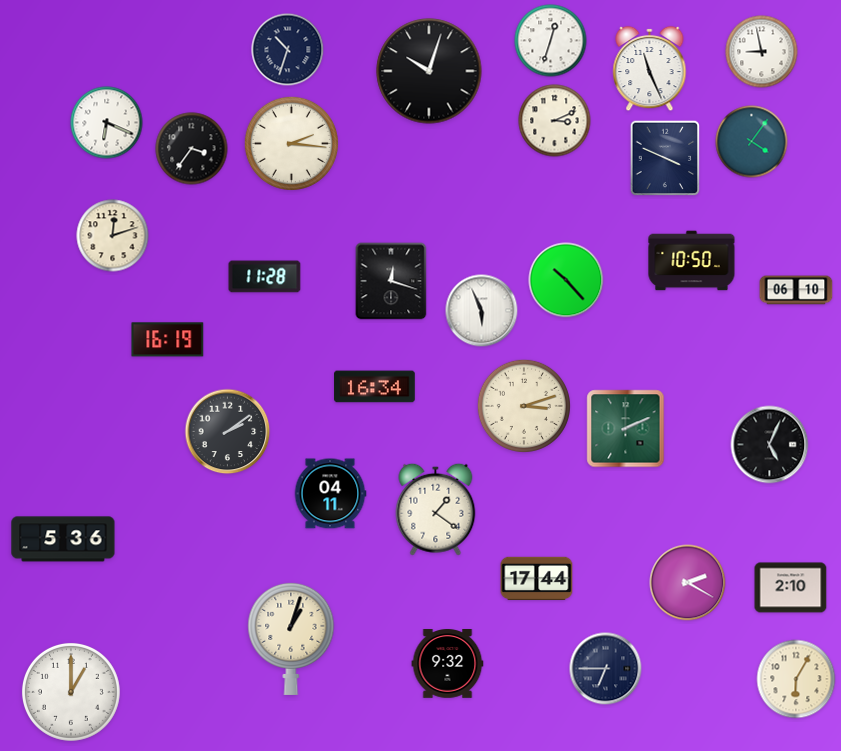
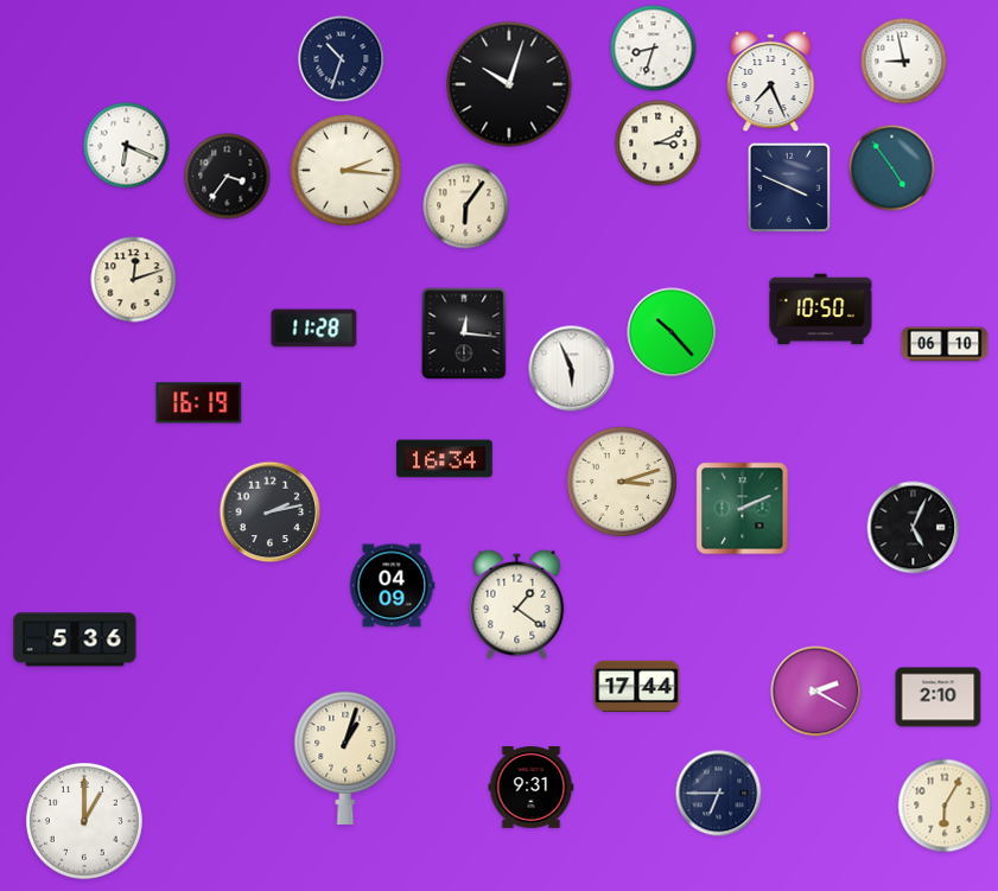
clock at (551, 41): 12:33 -> 8:33
clock at (650, 69): 11:26 -> 7:26
clock at (752, 142): 4:06 -> 4:54
clock at (466, 206): none -> 6:06
clock at (391, 281): 12:18 -> 12:16
clock at (228, 432): 2:09 -> 2:13
clock at (330, 494): 04:11 -> 04:09
clock at (448, 664): 9:32 -> 9:31
